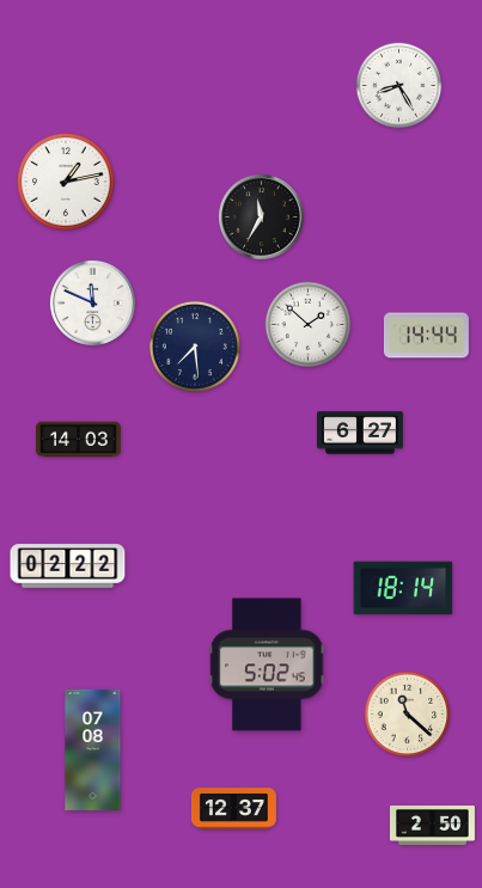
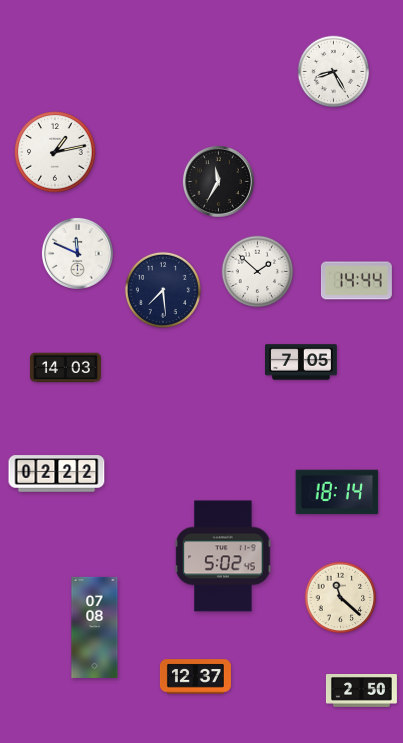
clock at (361, 433): 6:27 -> 7:05
clock at (93, 749) position: (93, 749) -> (95, 627)
